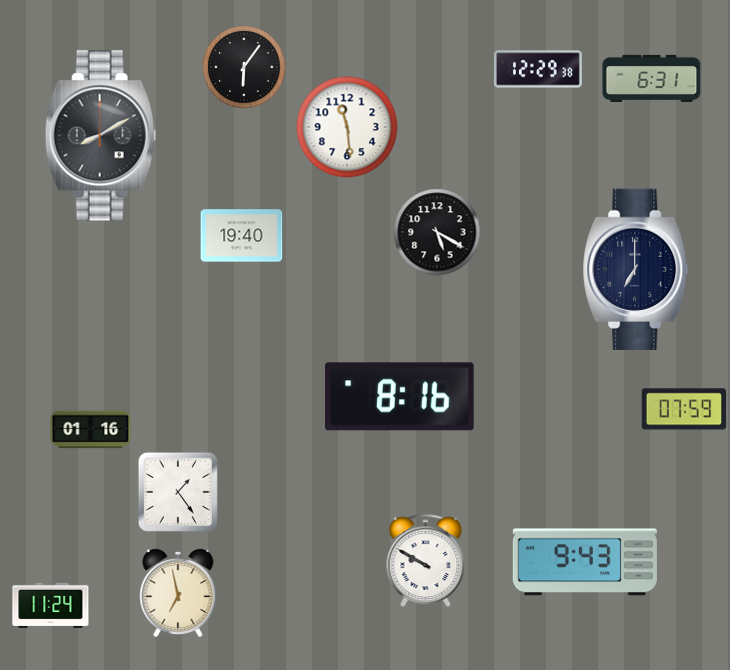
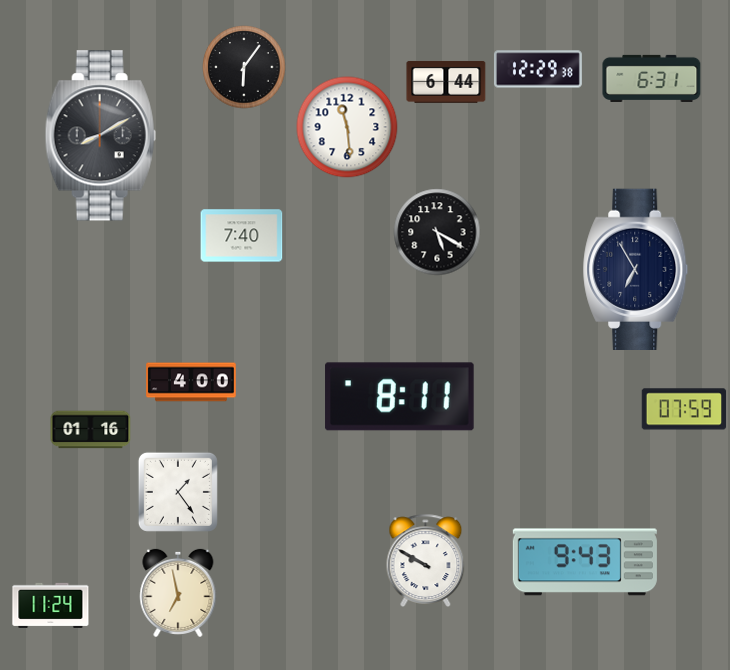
clock at (446, 82): none -> 6:44
clock at (242, 236): 19:40 -> 7:40
clock at (636, 269): 7:00 -> 6:55
clock at (191, 382): none -> 4:00
clock at (400, 397): 8:16 -> 8:11
